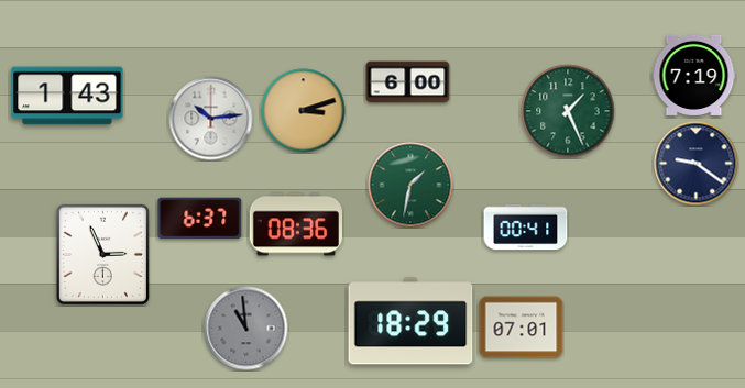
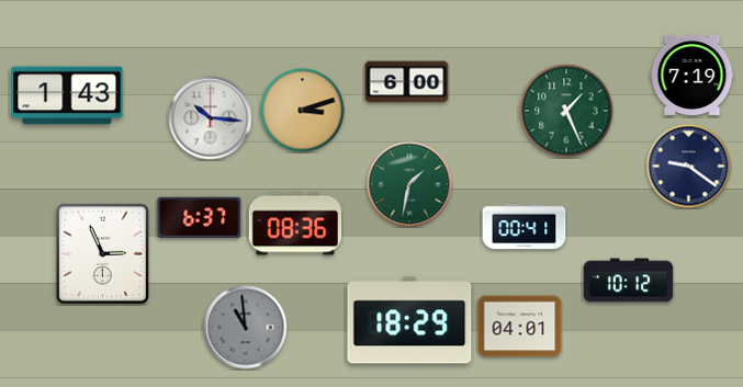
clock at (211, 119): 10:14 -> 10:16
clock at (697, 164) position: (697, 164) -> (689, 167)
clock at (629, 281): none -> 10:12
clock at (522, 328): 07:01 -> 04:01
